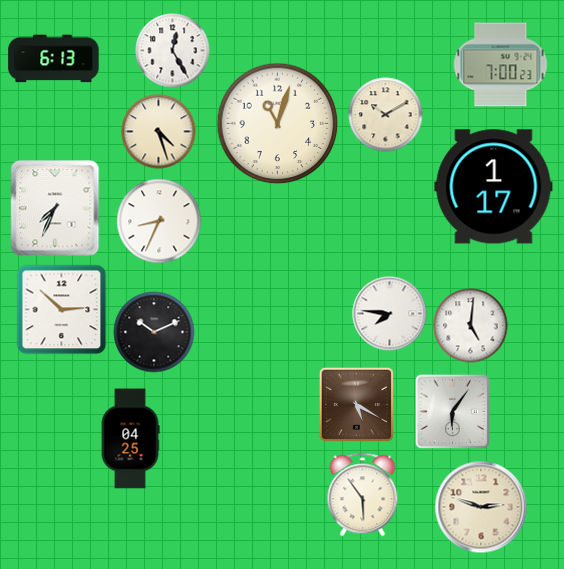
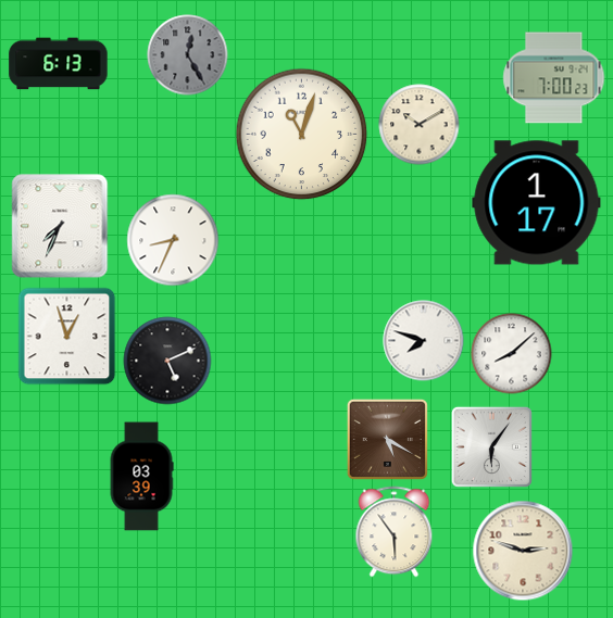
clock at (173, 51) dial: white -> grey
clock at (501, 65) position: (501, 65) -> (554, 78)
clock at (159, 132): 4:27 -> none
clock at (62, 310): 2:52 -> 12:57
clock at (390, 314): 7:46 -> 7:48
clock at (471, 326): 5:01 -> 8:08
clock at (154, 332): 10:11 -> 5:11
clock at (130, 439): 04:25 -> 03:39
clock at (363, 495) position: (363, 495) -> (395, 532)
